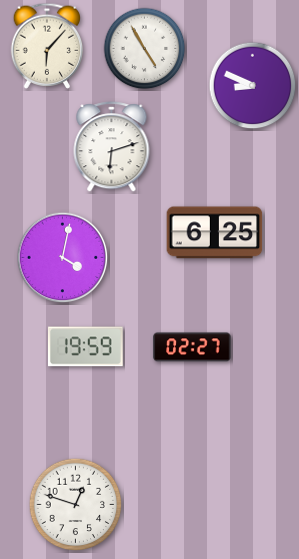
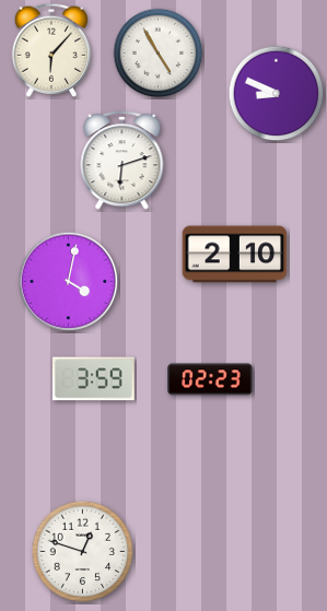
clock at (215, 233): 6:25 -> 2:10
clock at (85, 347): 19:59 -> 3:59
clock at (192, 347): 02:27 -> 02:23
